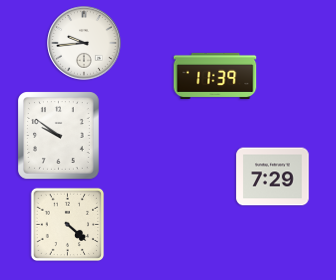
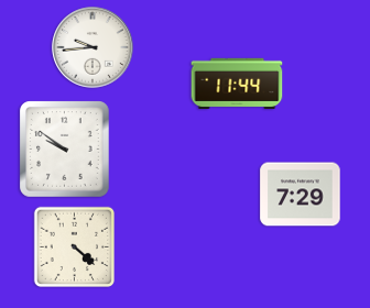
clock at (215, 75): 11:39 -> 11:44
